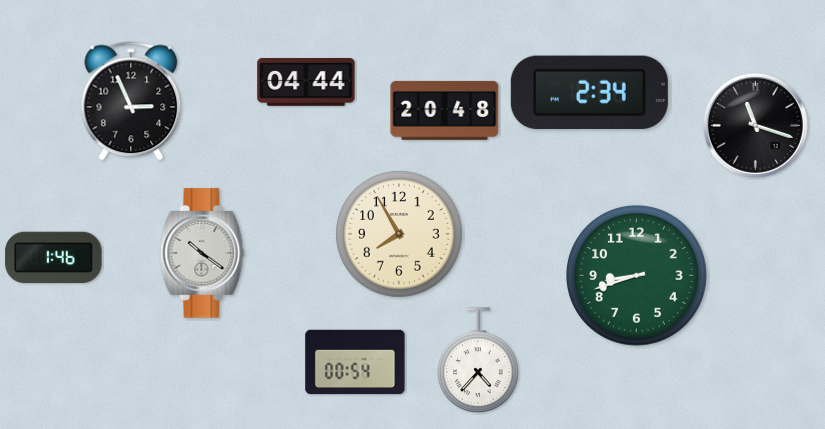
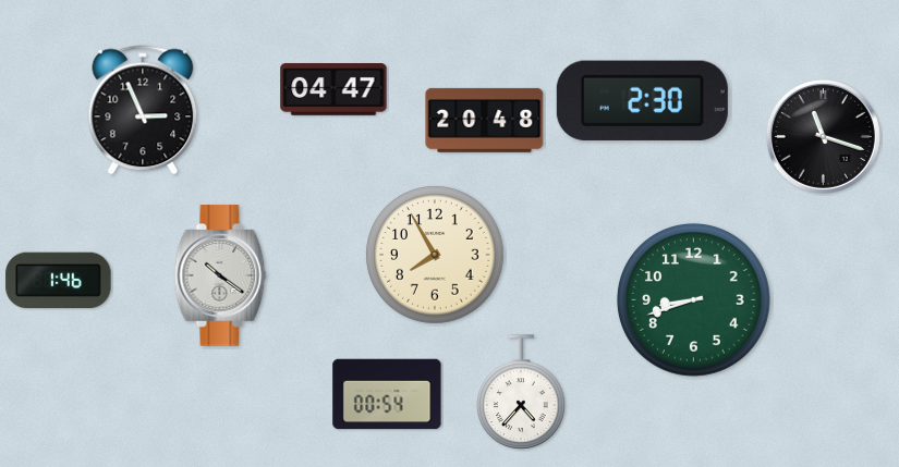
clock at (306, 83): 04:44 -> 04:47
clock at (589, 92): 2:34 -> 2:30
